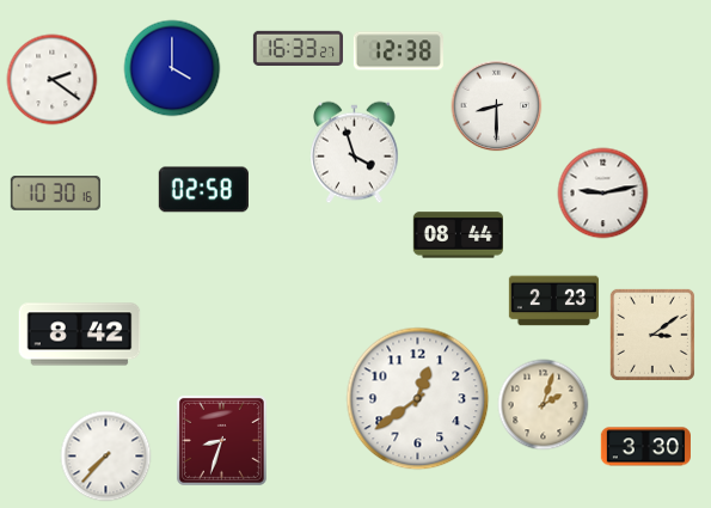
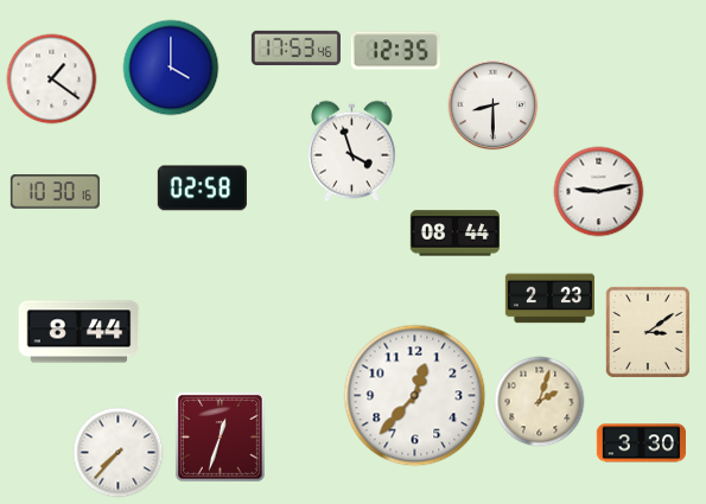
clock at (298, 48): 16:33 -> 17:53
clock at (398, 51): 12:38 -> 12:35
clock at (53, 80): 2:21 -> 1:21
clock at (80, 335): 8:42 -> 8:44
clock at (418, 399): 12:39 -> 12:37
clock at (221, 440): 8:33 -> 12:33
clock at (106, 457) position: (106, 457) -> (119, 453)
